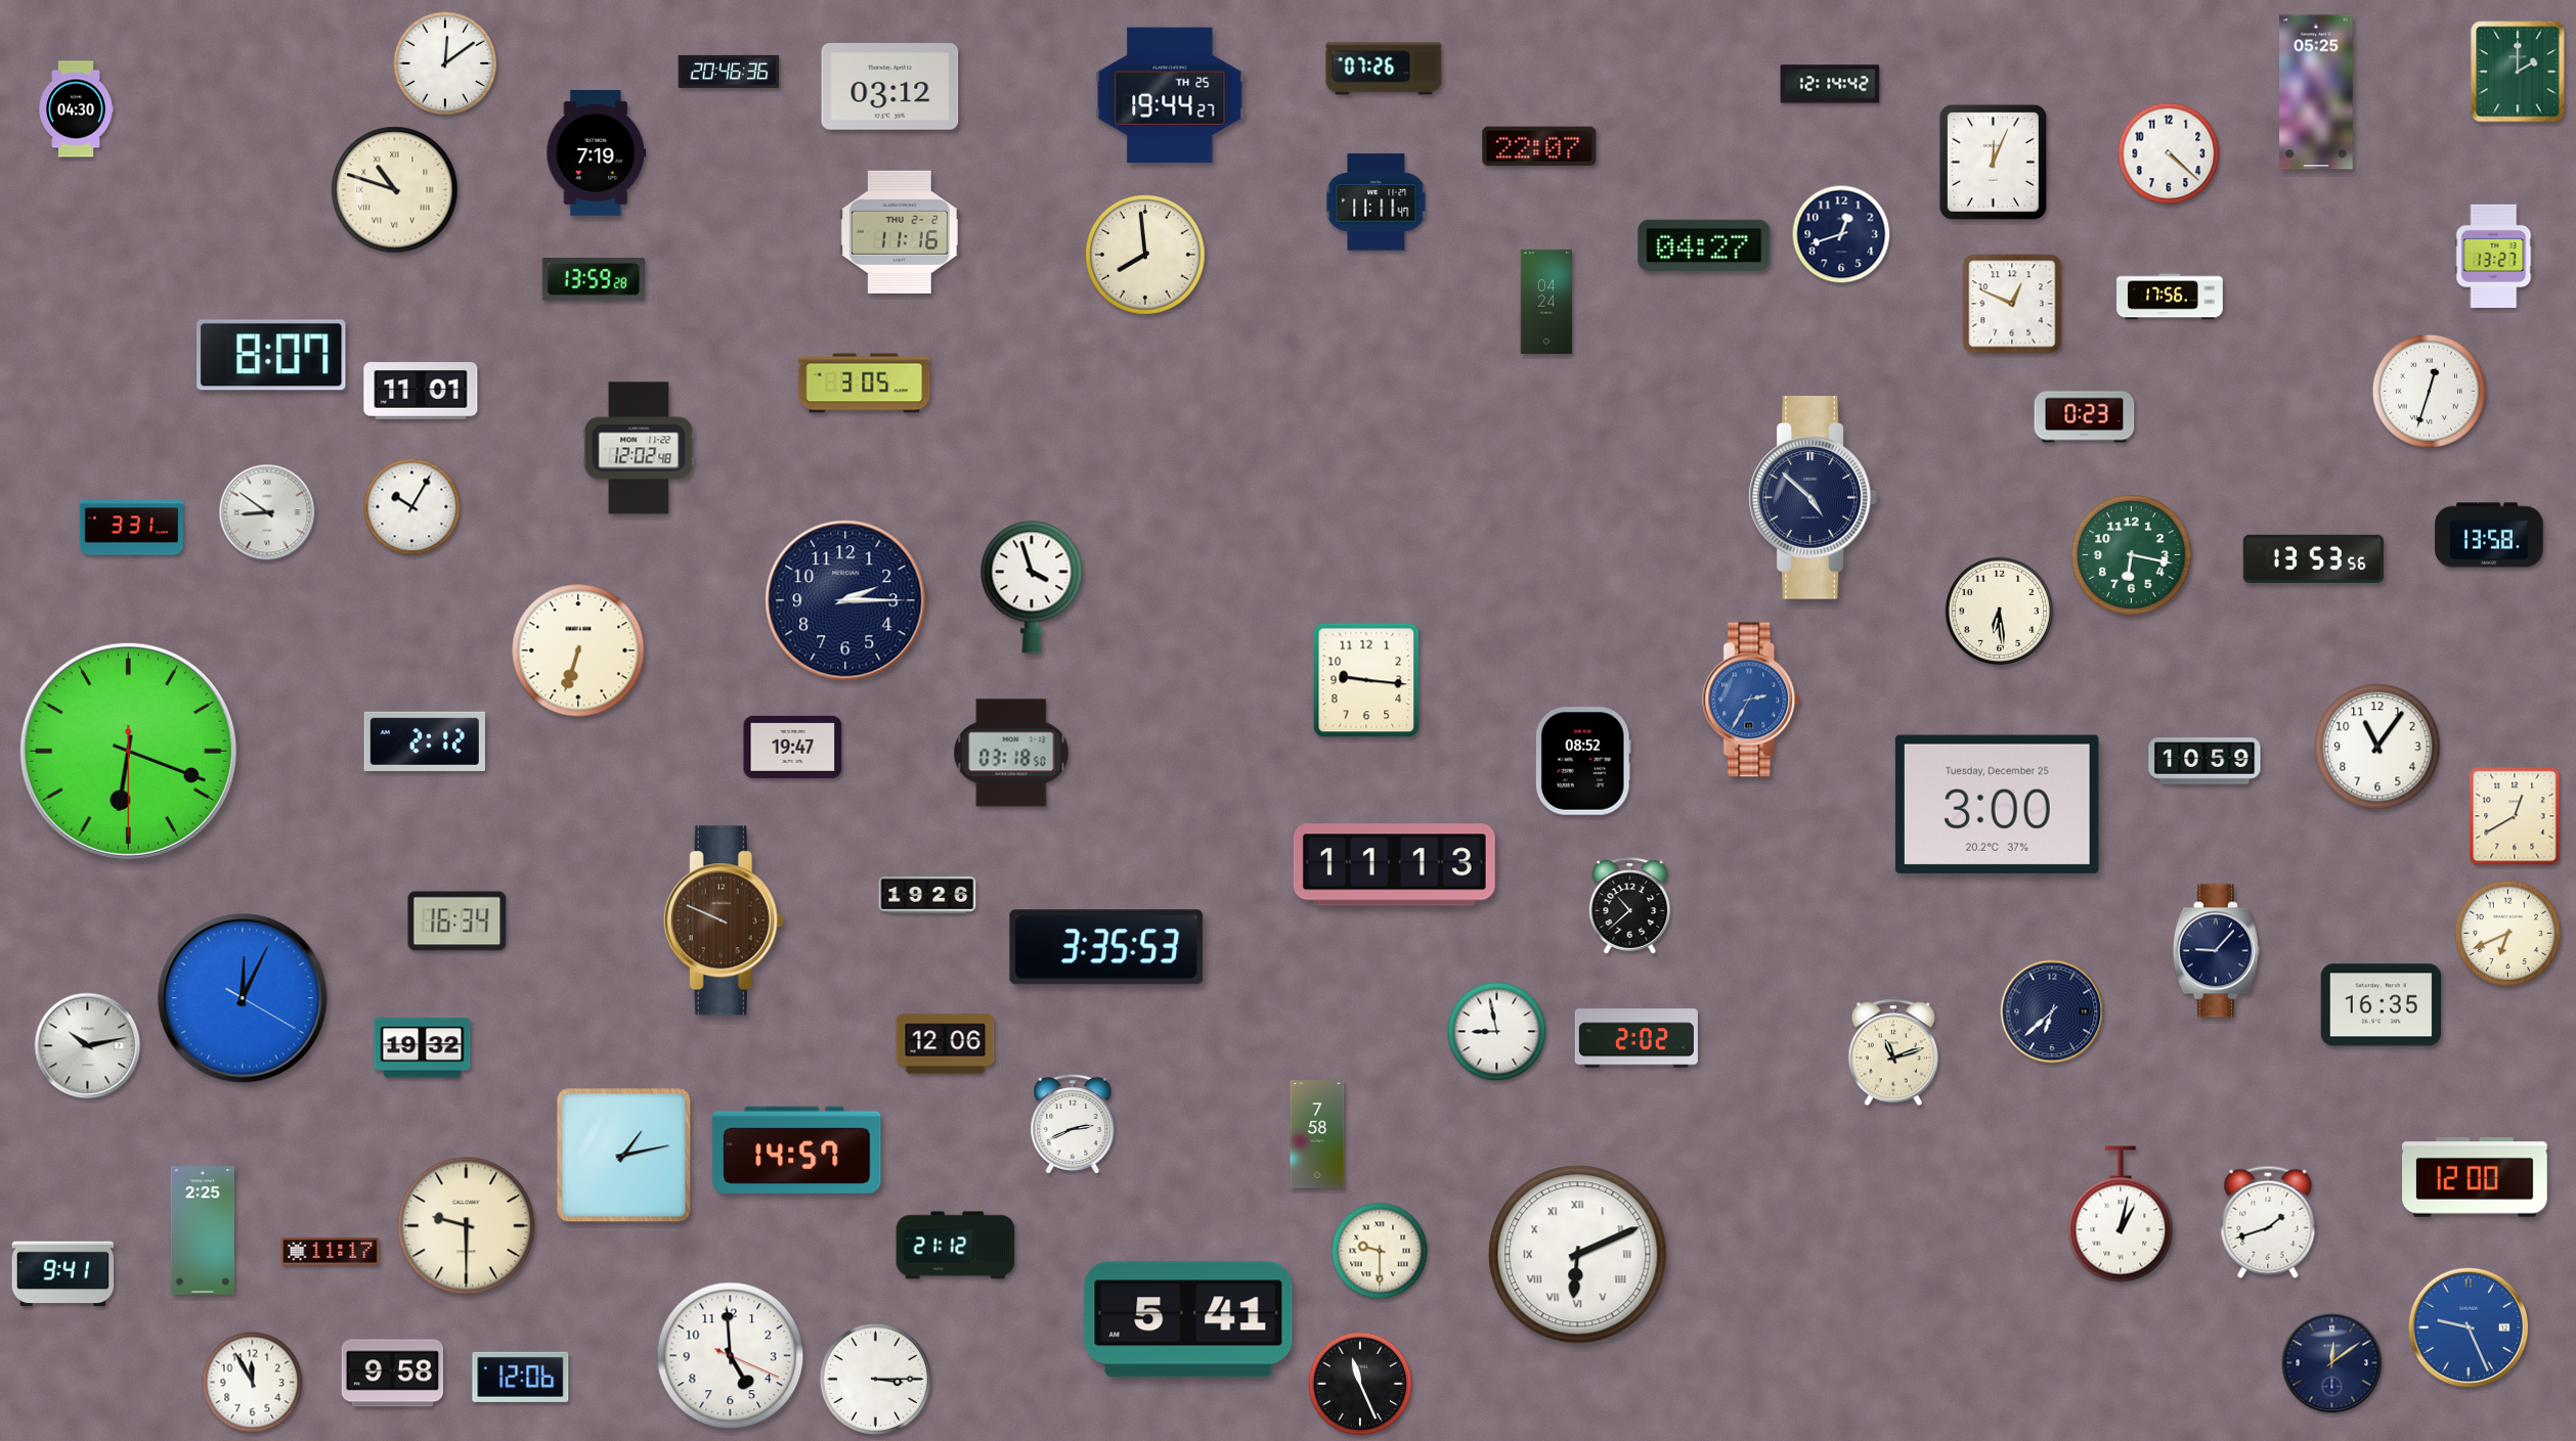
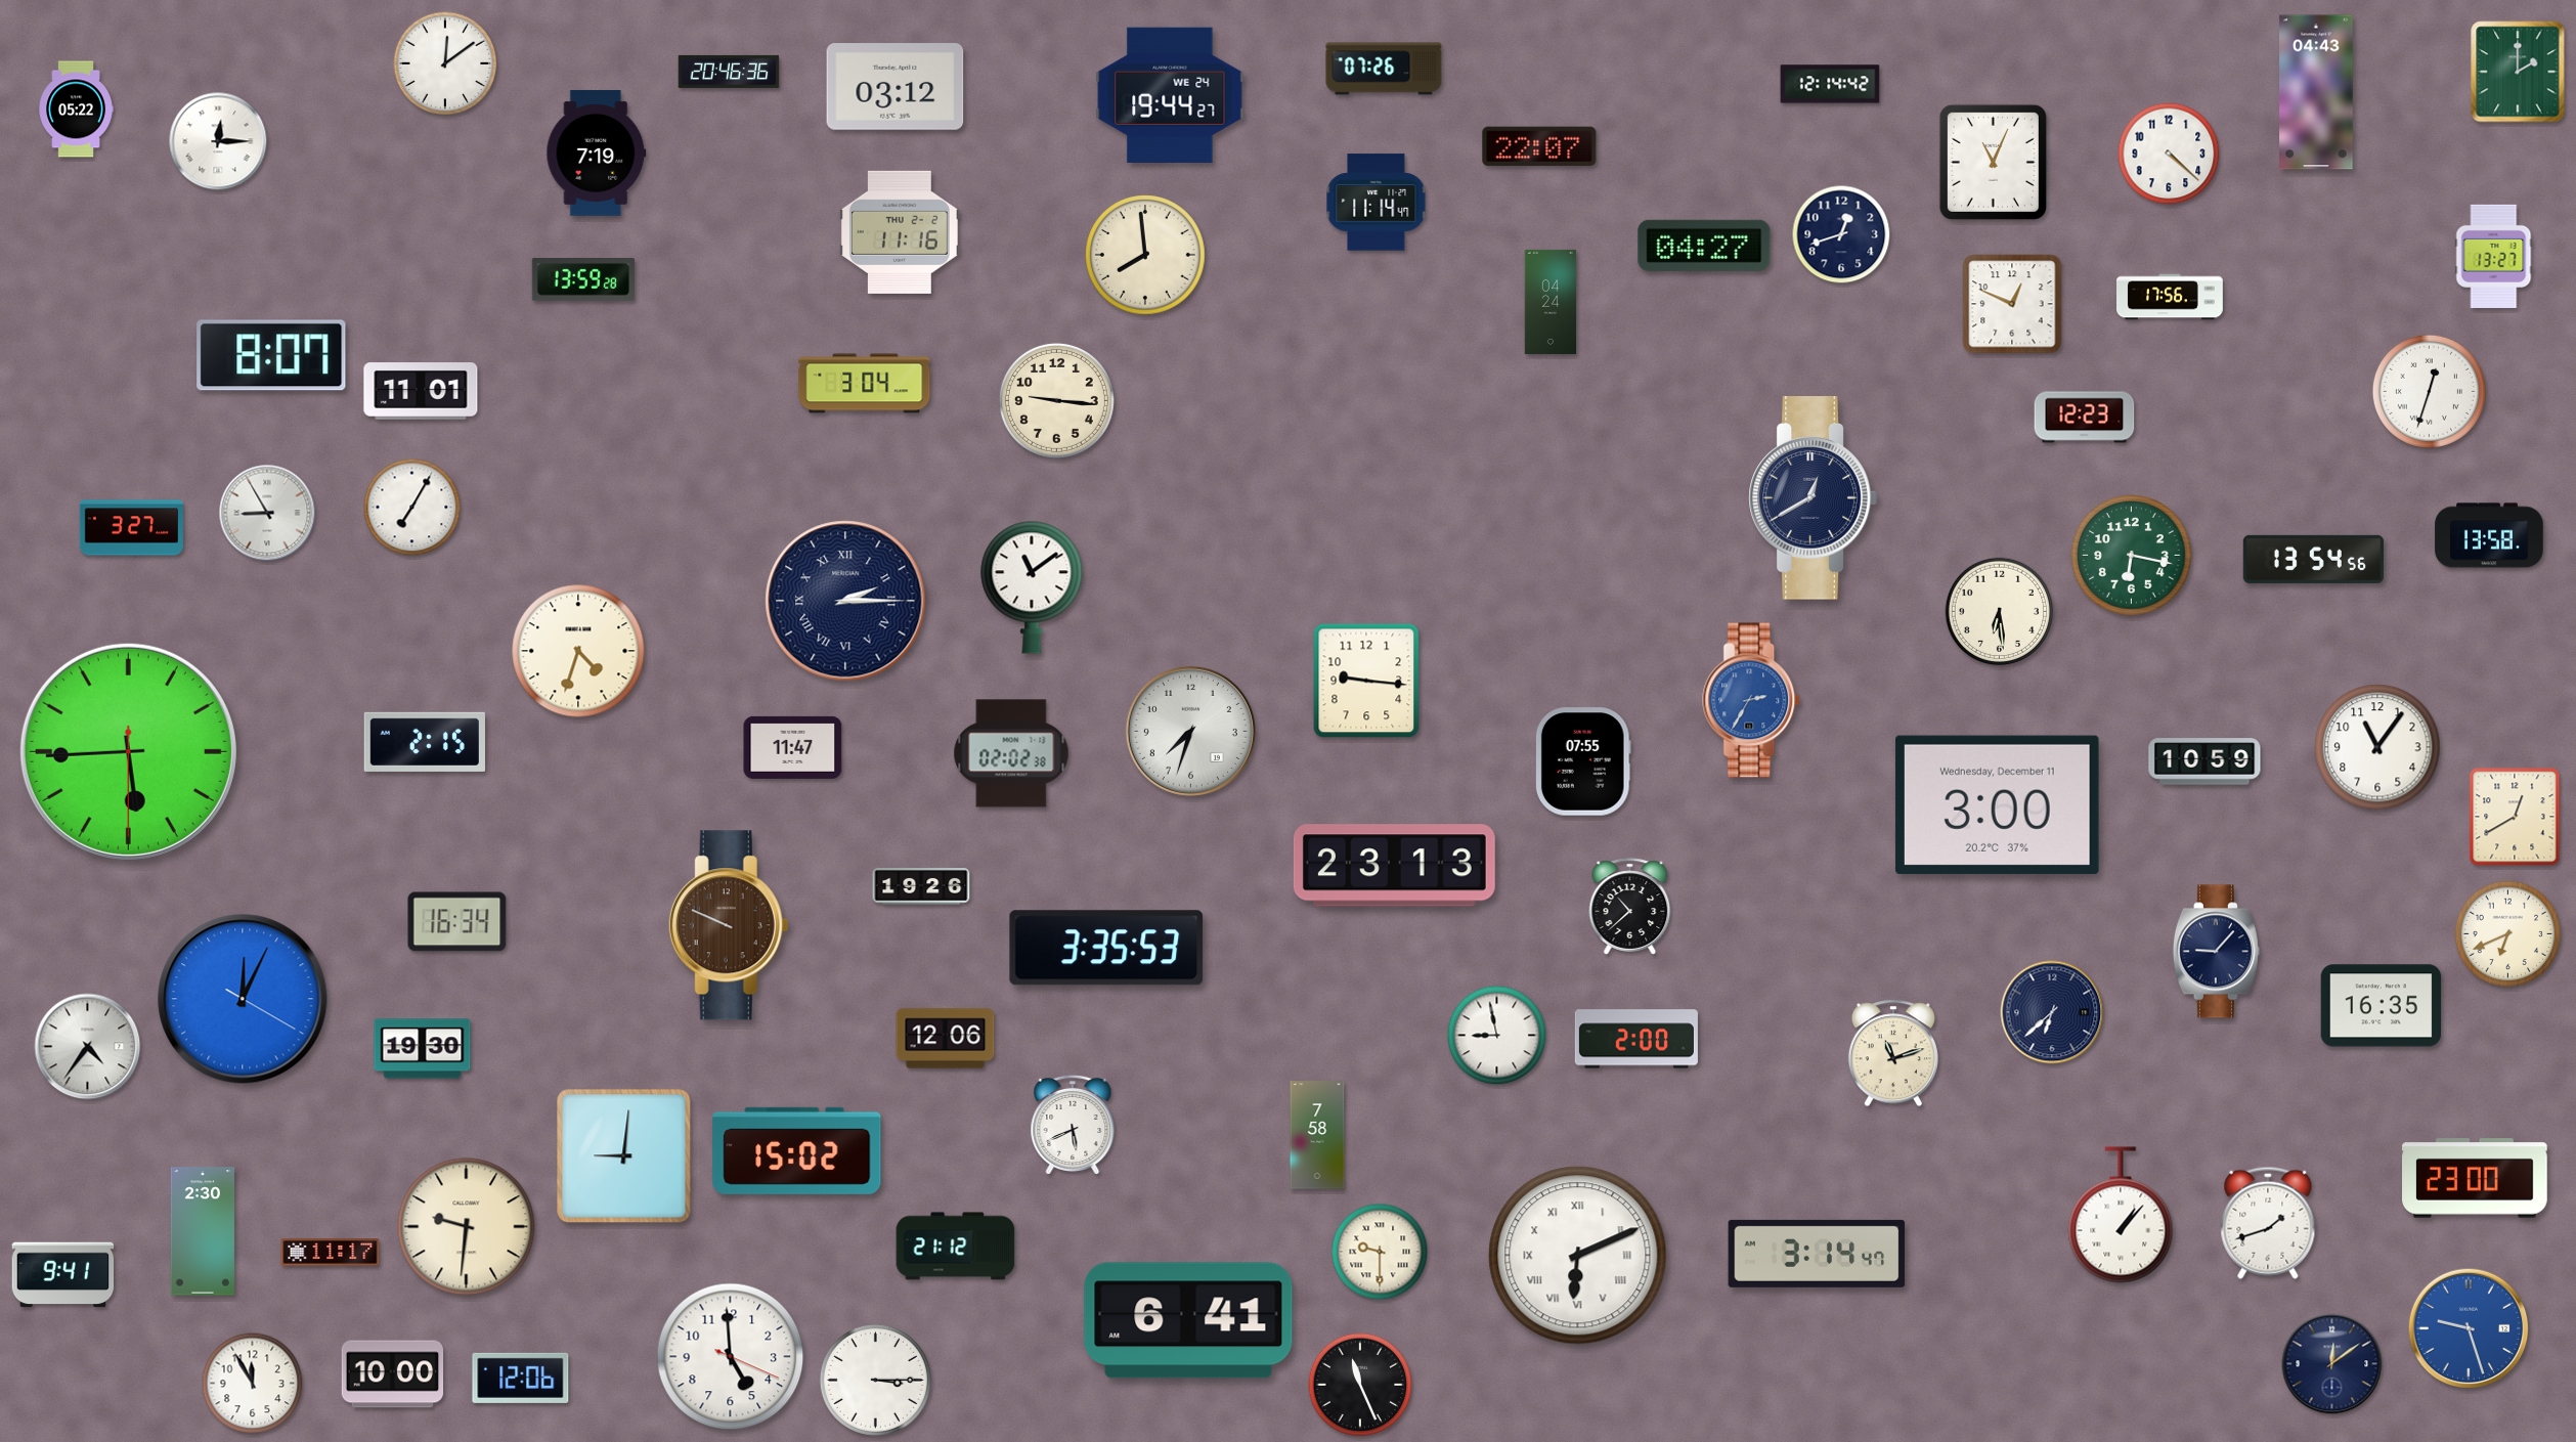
clock at (890, 87) position: (890, 87) -> (896, 87)
clock at (2316, 92): 05:25 -> 04:43
clock at (1170, 94) date: TH 25 -> WE 24
clock at (76, 109): 04:30 -> 05:22
clock at (218, 141): none -> 12:15
clock at (1993, 162): 12:04 -> 11:04
clock at (395, 190): 10:48 -> none
clock at (1377, 202): 11:11 -> 11:14
clock at (594, 280) position: (594, 280) -> (583, 280)
clock at (1546, 302) position: (1546, 302) -> (1551, 302)
clock at (865, 384): 3:05 -> 3:04
clock at (1056, 400): none -> 9:16
clock at (2085, 417): 0:23 -> 12:23
clock at (639, 448): 12:02 -> none
clock at (1813, 498): 4:52 -> 12:40
clock at (412, 507): 10:05 -> 7:05
clock at (267, 512): 8:51 -> 8:55
clock at (131, 528): 3:31 -> 3:27
clock at (2313, 558): 13:53 -> 13:54
clock at (1032, 587): 3:57 -> 11:09
clock at (845, 600) numerals: Arabic -> Roman
clock at (578, 650): 6:33 -> 4:33
clock at (1190, 731): none -> 7:33
clock at (424, 741): 2:12 -> 2:15
clock at (793, 747): 19:47 -> 11:47
clock at (128, 751): 6:18 -> 5:44
clock at (1011, 753): 03:18 -> 02:02
clock at (1583, 761): 08:52 -> 07:55
clock at (1997, 804) date: Tuesday, December 25 -> Wednesday, December 11
clock at (1394, 865): 11:13 -> 23:13
clock at (927, 895) position: (927, 895) -> (921, 886)
clock at (724, 920) position: (724, 920) -> (729, 925)
clock at (1497, 1032) position: (1497, 1032) -> (1497, 1036)
clock at (1636, 1038): 2:02 -> 2:00
clock at (946, 1044) position: (946, 1044) -> (946, 1039)
clock at (88, 1046): 10:13 -> 4:36
clock at (423, 1048): 19:32 -> 19:30
clock at (1073, 1123): 2:41 -> 5:41
clock at (797, 1150): 14:57 -> 15:02
clock at (624, 1156): 1:13 -> 9:01
clock at (2476, 1177): 12:00 -> 23:00
clock at (2121, 1214): 1:02 -> 1:07
clock at (467, 1226): 9:30 -> 9:31
clock at (202, 1230): 2:25 -> 2:30
clock at (1817, 1254): none -> 3:14
clock at (1188, 1319): 5:41 -> 6:41
clock at (2469, 1327): 9:26 -> 9:27
clock at (393, 1374): 9:58 -> 10:00
